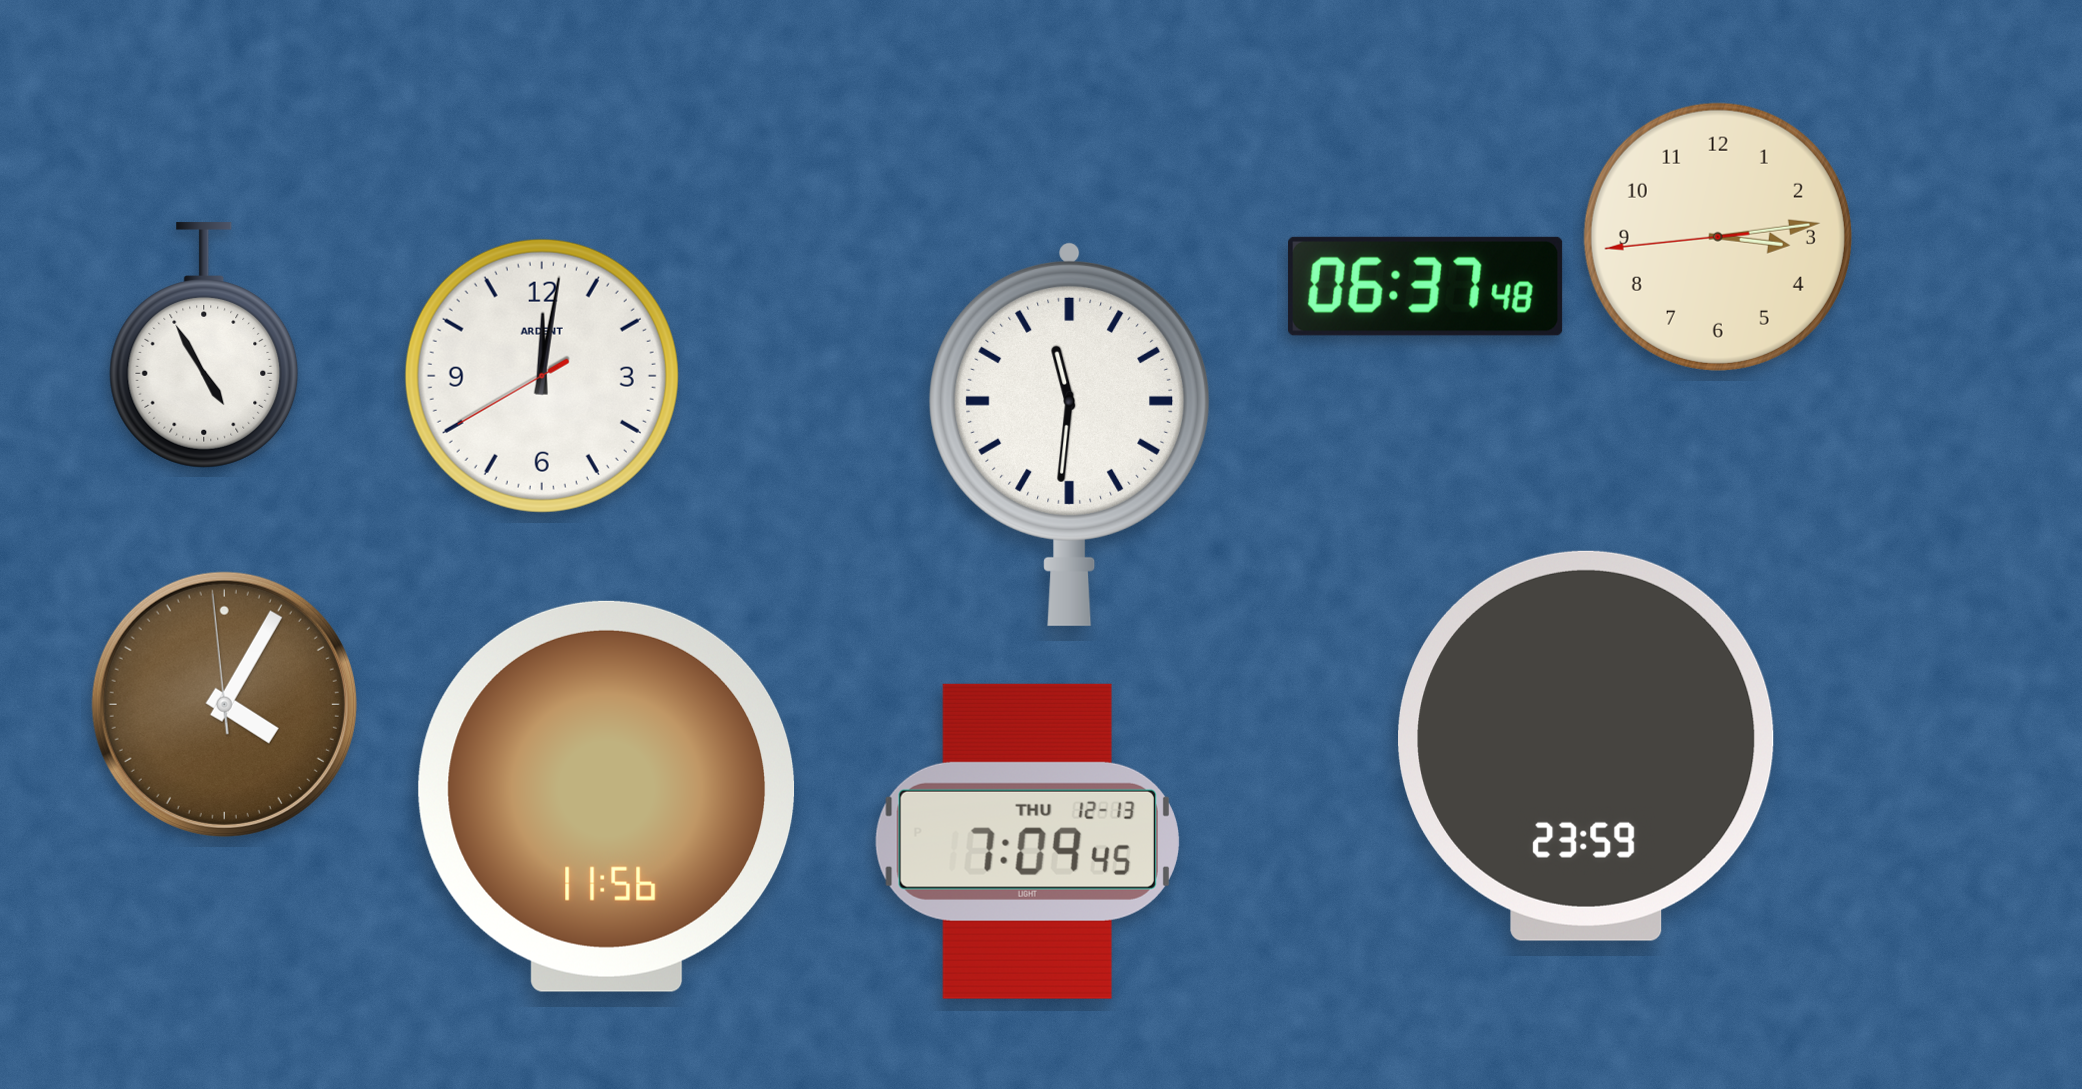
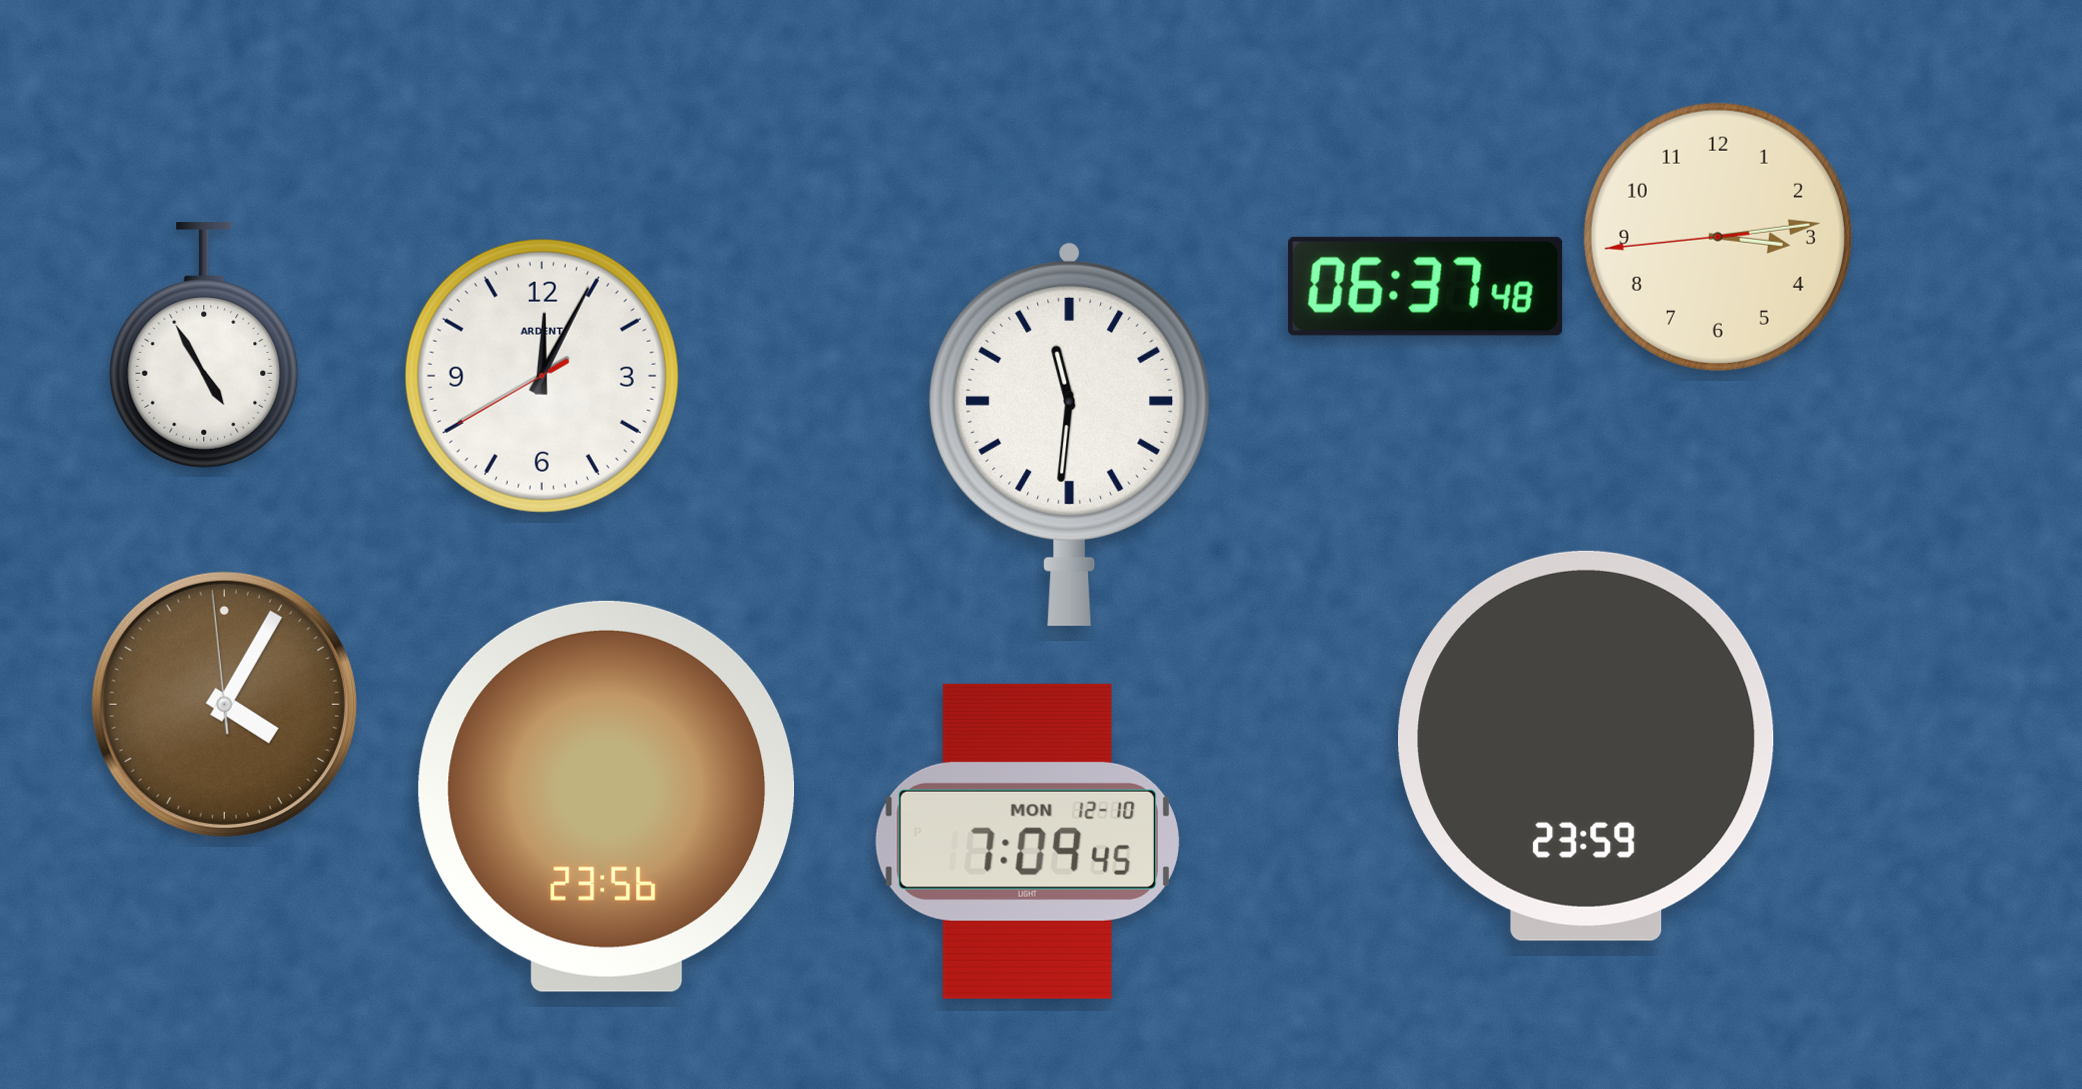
clock at (542, 376): 12:01 -> 12:04
clock at (607, 796): 11:56 -> 23:56
clock at (1027, 841) date: THU 12-13 -> MON 12-10
